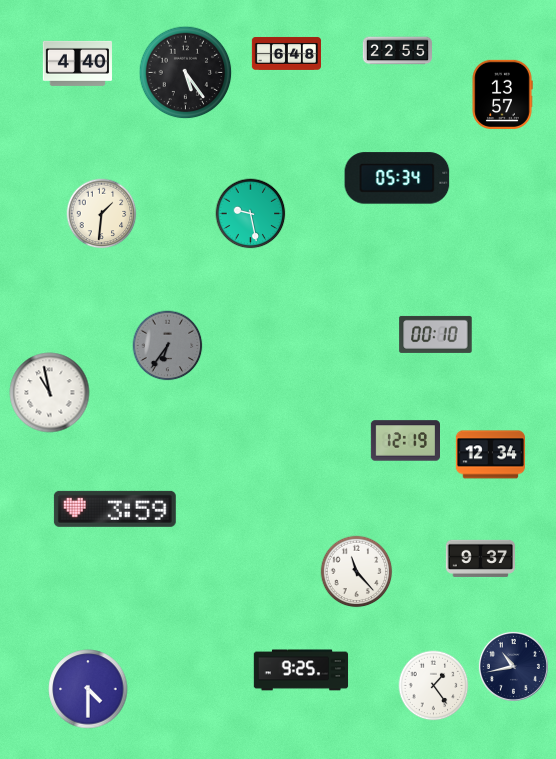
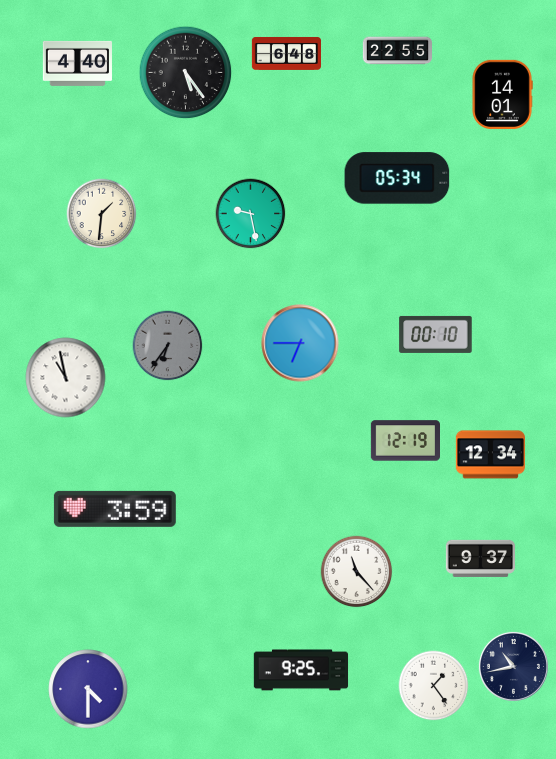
clock at (502, 94): 13:57 -> 14:01
clock at (300, 343): none -> 6:45
clock at (50, 393) position: (50, 393) -> (66, 378)
